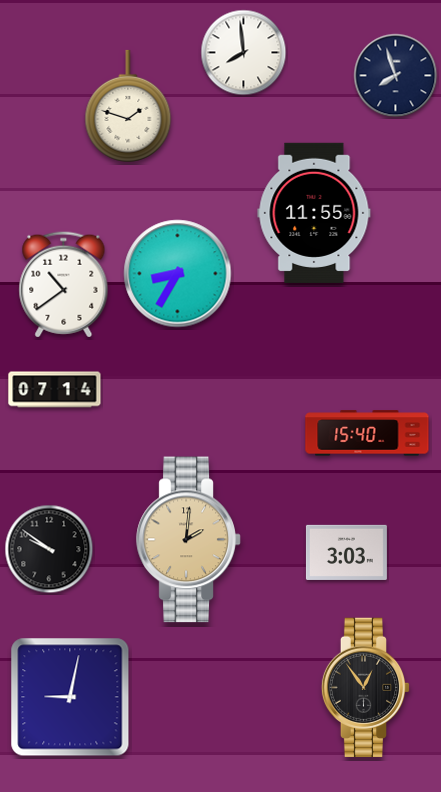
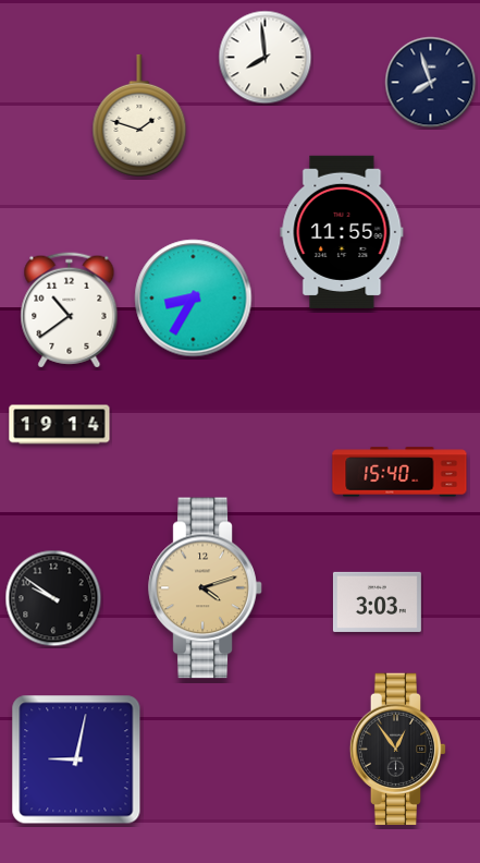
clock at (55, 390): 07:14 -> 19:14
clock at (189, 540): 2:01 -> 4:12
